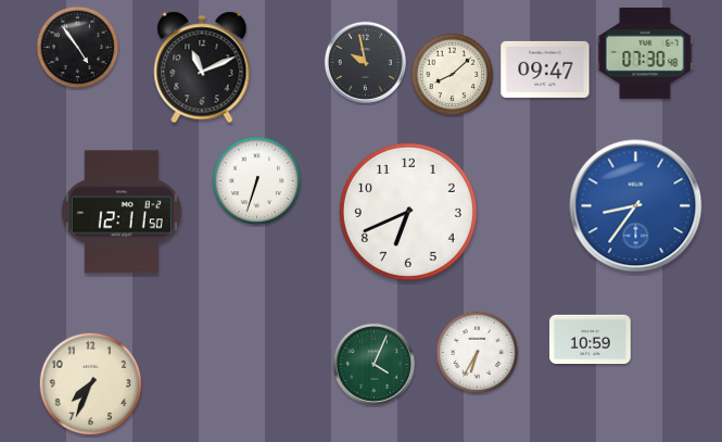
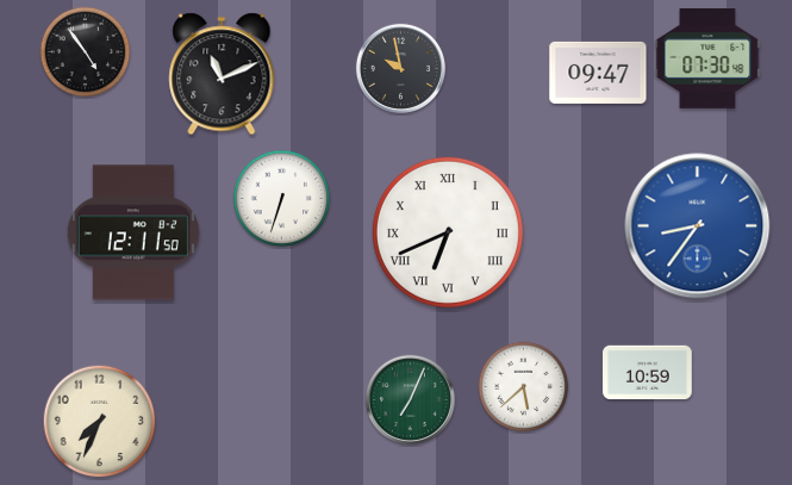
clock at (545, 70) position: (545, 70) -> (598, 73)
clock at (453, 75): 8:08 -> none
clock at (408, 212) numerals: Arabic -> Roman
clock at (478, 353): 6:35 -> 5:38
clock at (373, 364): 4:04 -> 7:04
